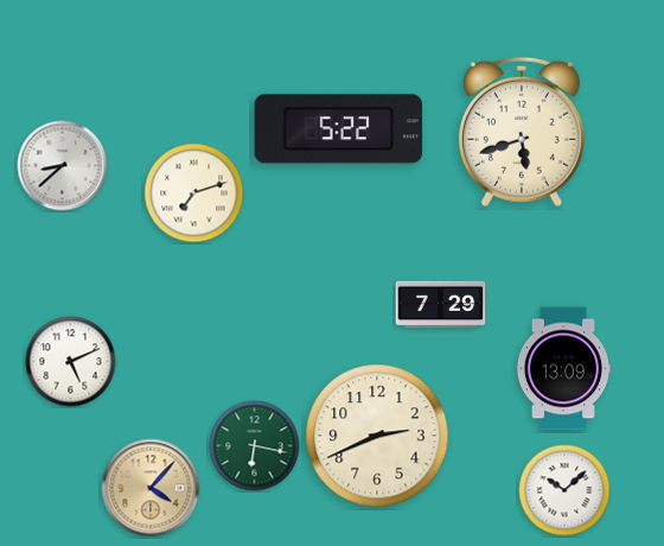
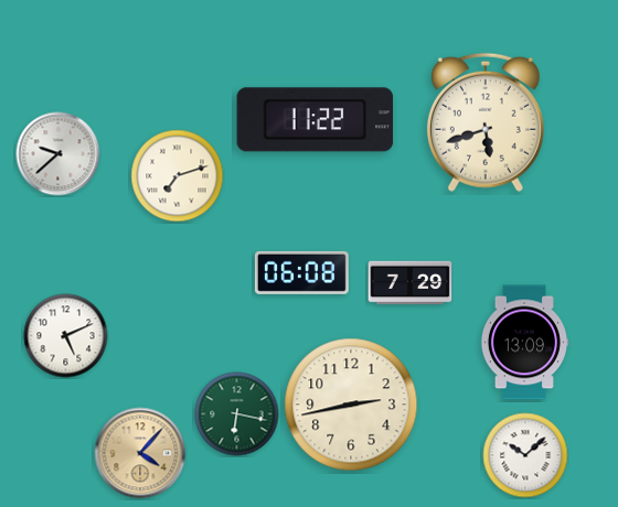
clock at (339, 129): 5:22 -> 11:22
clock at (63, 166): 8:38 -> 9:38
clock at (194, 193) position: (194, 193) -> (178, 176)
clock at (301, 272): none -> 06:08
clock at (377, 436): 2:41 -> 2:43
